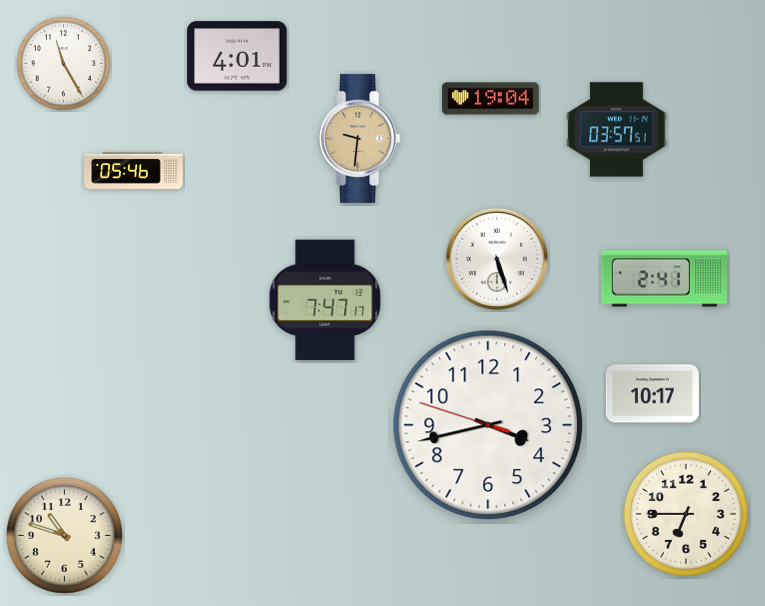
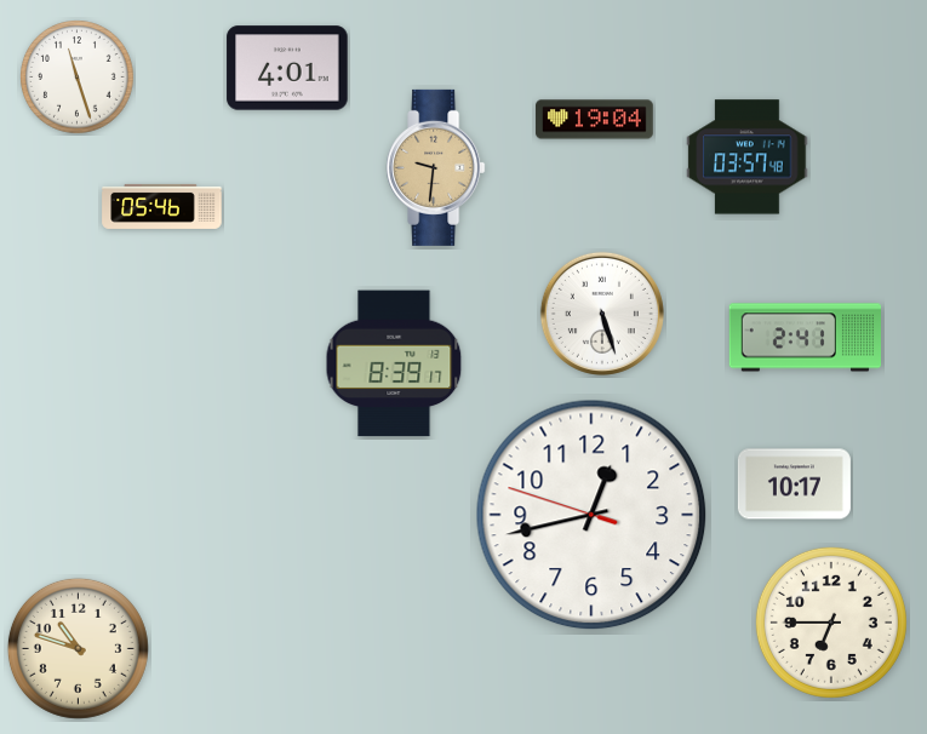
clock at (64, 64): 11:25 -> 11:27
clock at (617, 130): 03:57:51 -> 03:57:48
clock at (325, 300): 7:47 -> 8:39
clock at (652, 394) position: (652, 394) -> (794, 484)
clock at (488, 425): 3:42 -> 12:42
